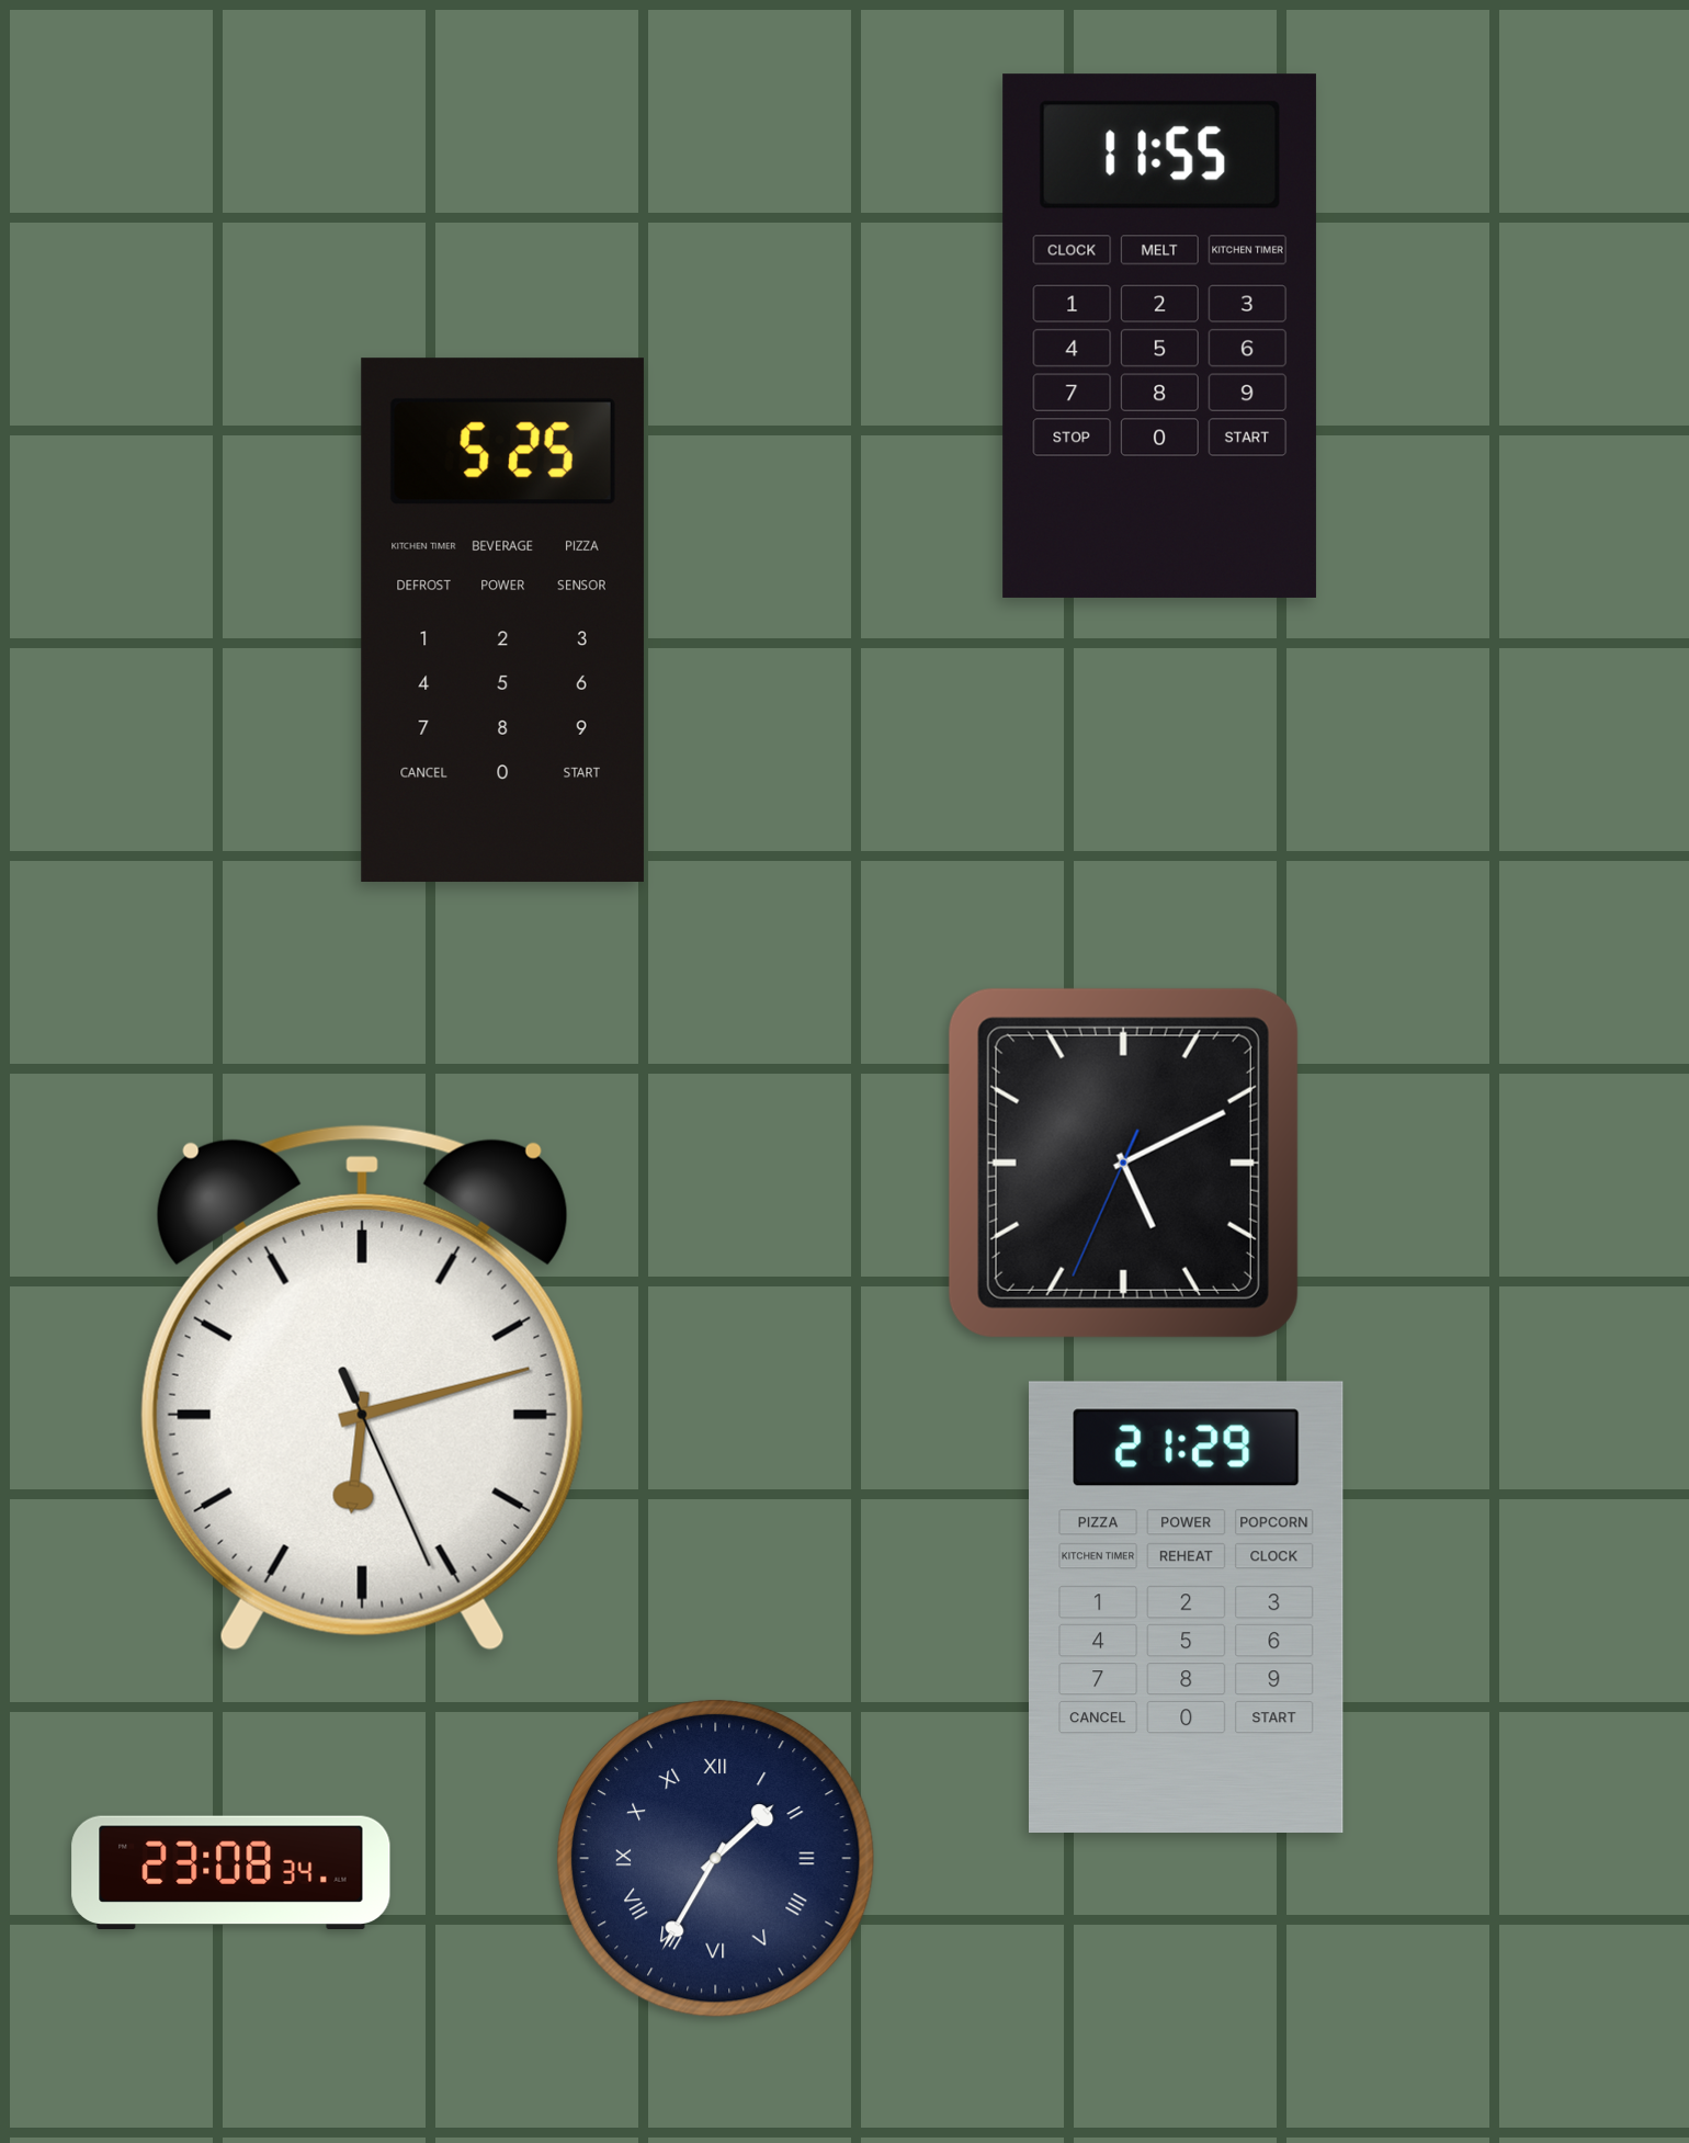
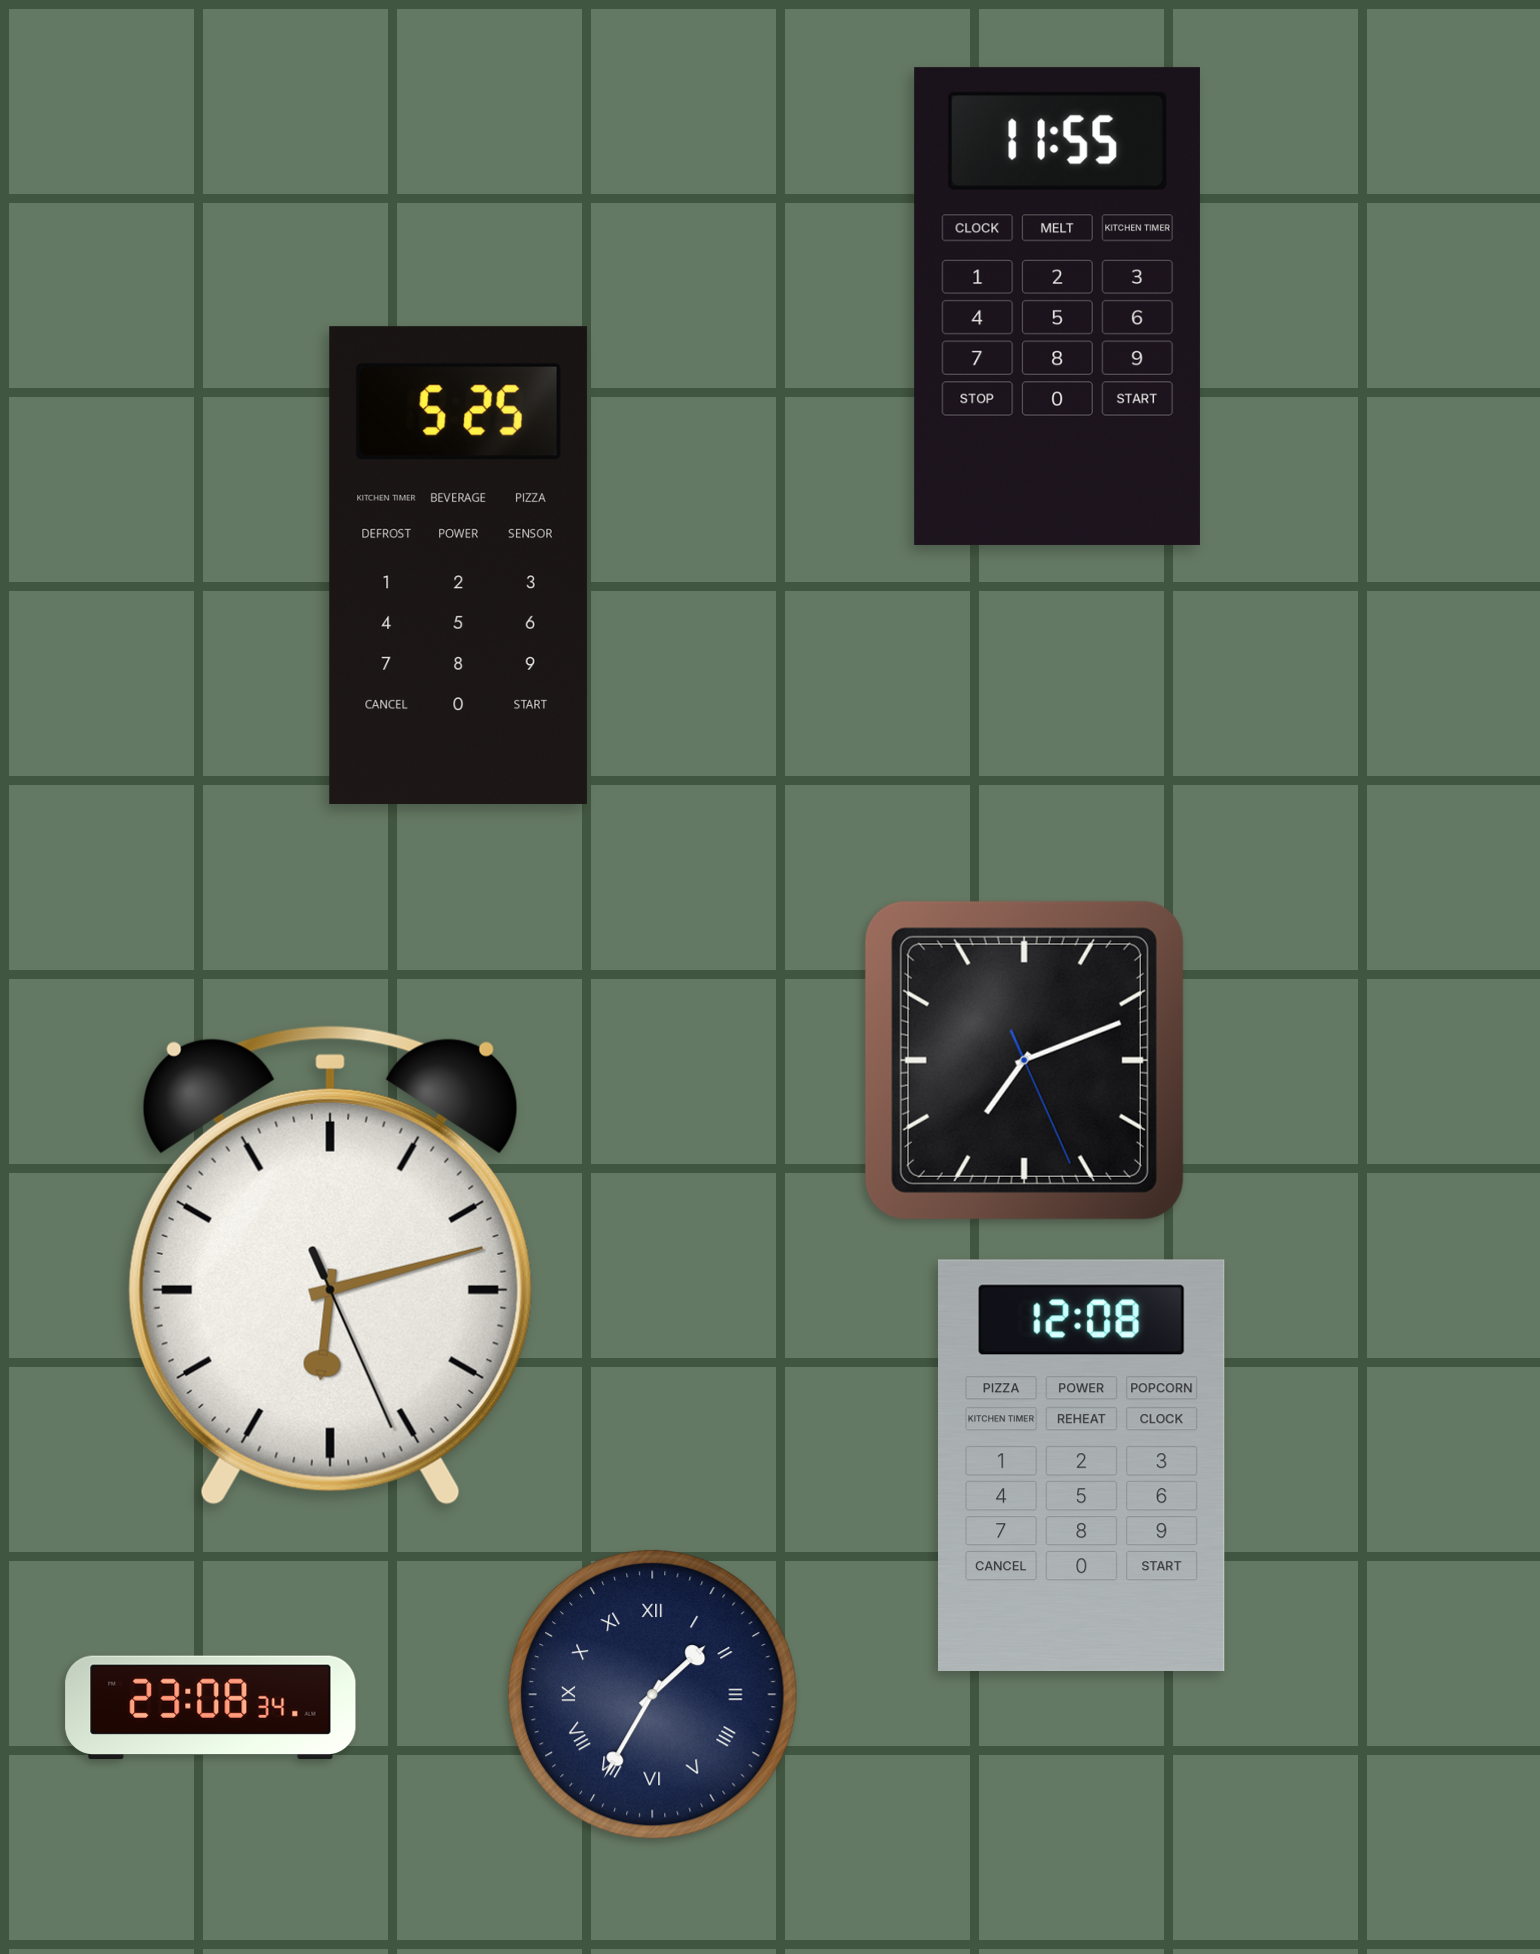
clock at (1123, 1163): 5:10 -> 7:11
clock at (1187, 1607): 21:29 -> 12:08
